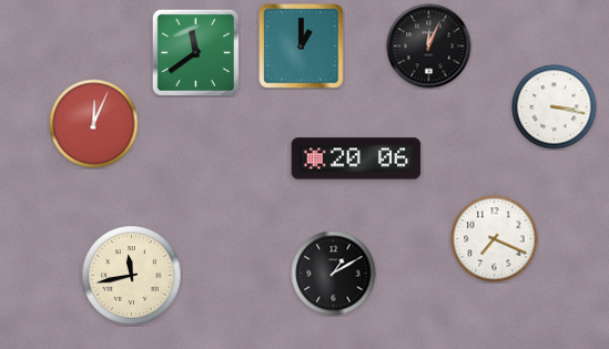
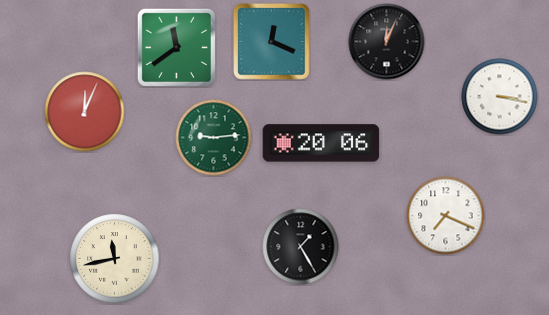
clock at (302, 47): 1:00 -> 12:19
clock at (214, 138): none -> 9:14
clock at (334, 274): 1:10 -> 1:25
clock at (132, 276) position: (132, 276) -> (115, 259)
